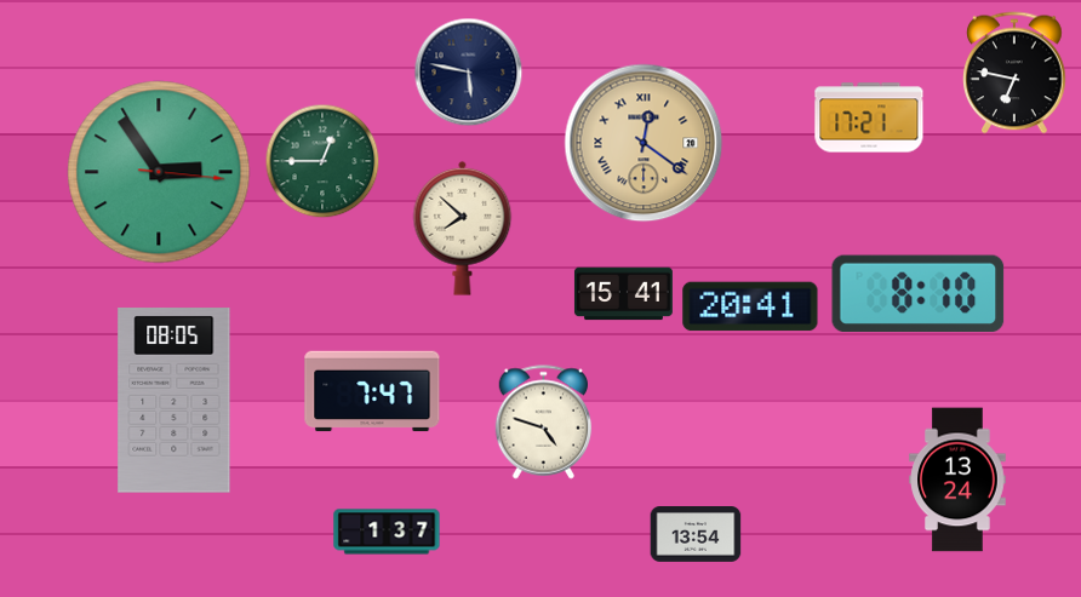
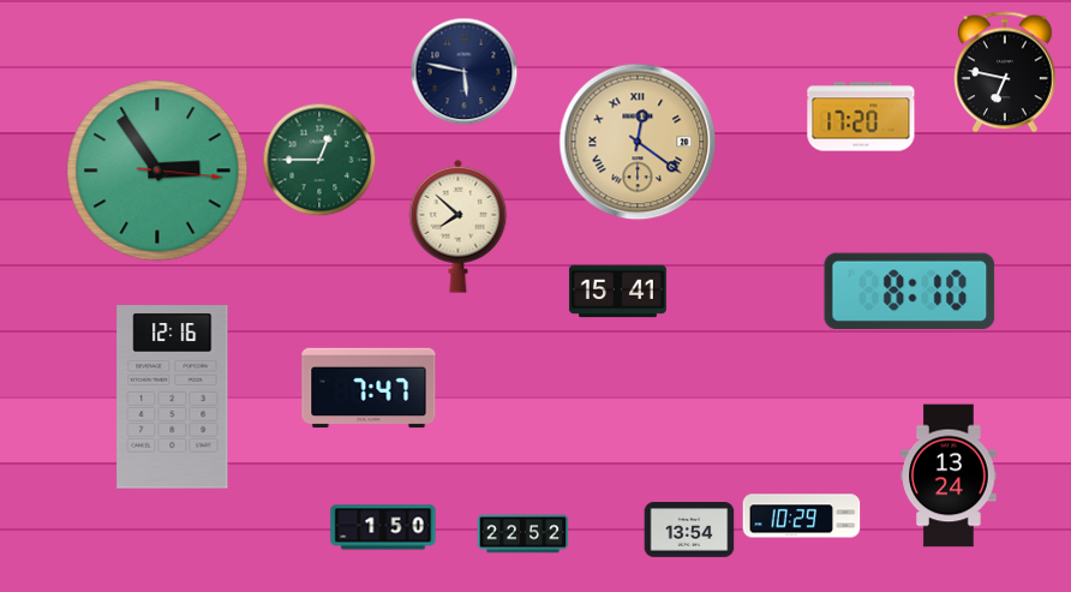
clock at (869, 117): 17:21 -> 17:20
clock at (750, 306): 20:41 -> none
clock at (175, 401): 08:05 -> 12:16
clock at (544, 423): 4:48 -> none
clock at (802, 516): none -> 10:29
clock at (387, 532): 1:37 -> 1:50
clock at (523, 534): none -> 22:52
